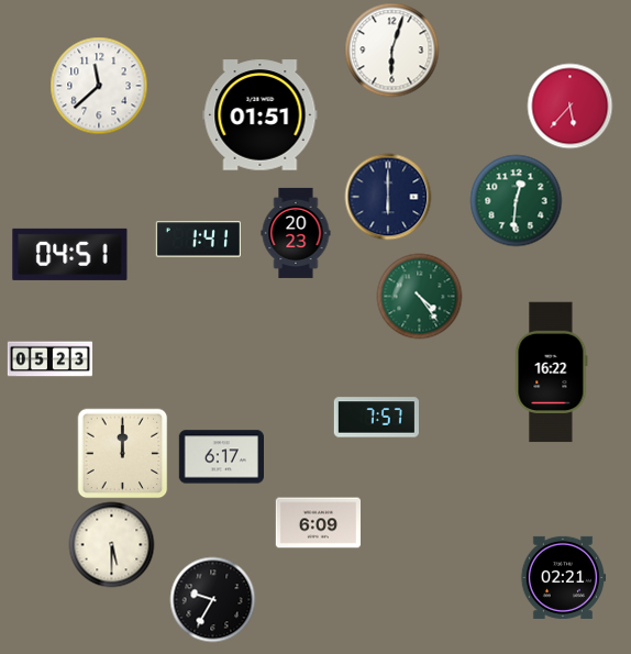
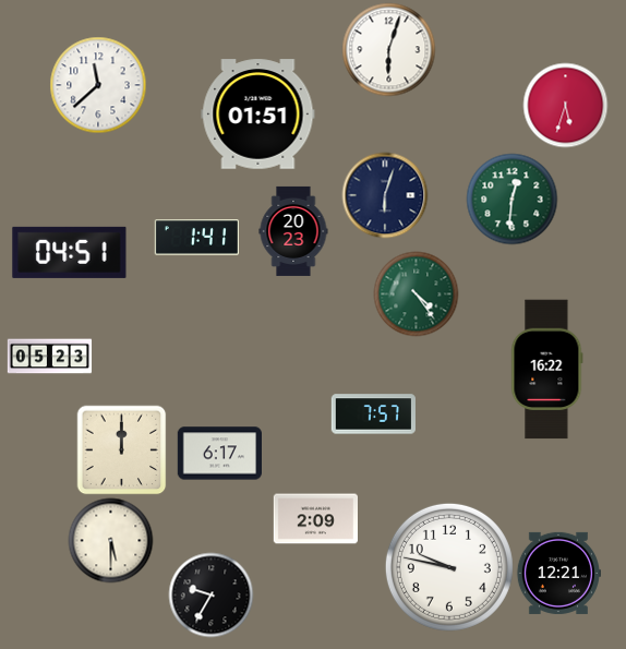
clock at (569, 106): 5:37 -> 5:33
clock at (388, 197): 6:00 -> 6:03
clock at (318, 523): 6:09 -> 2:09
clock at (449, 567): none -> 9:47
clock at (563, 577): 02:21 -> 12:21
